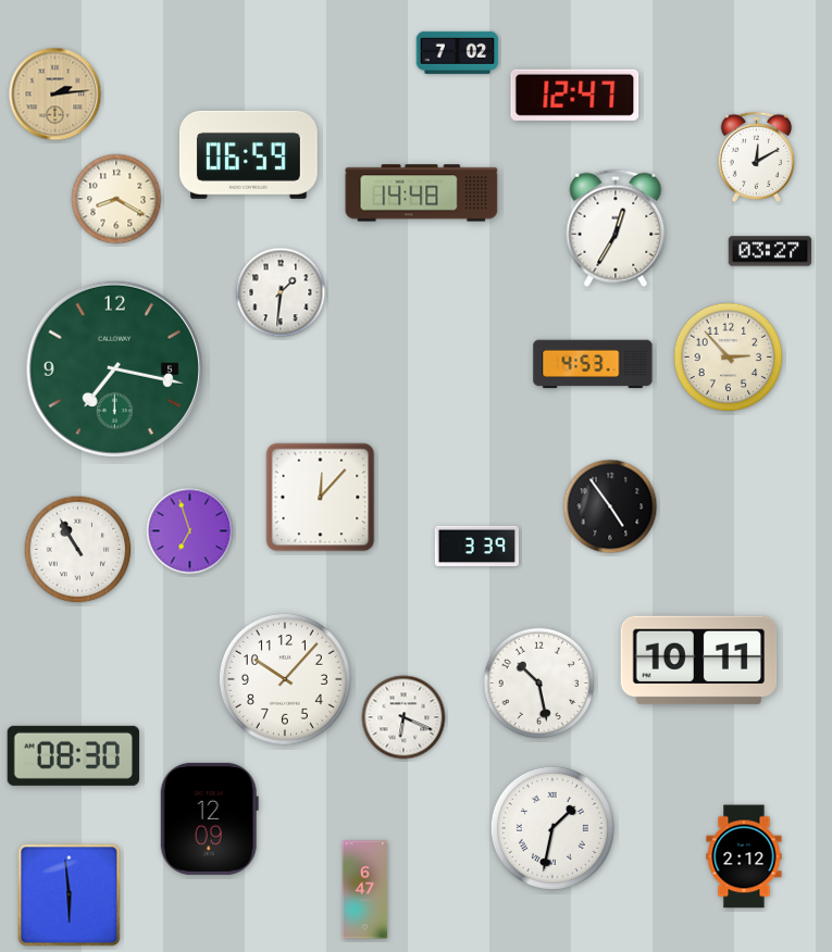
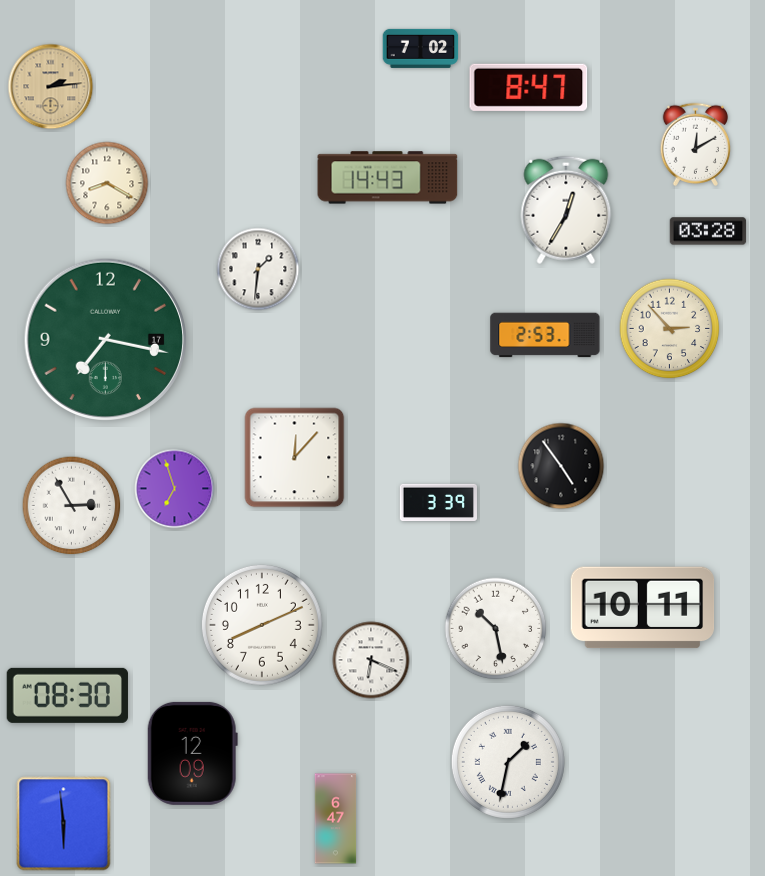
clock at (575, 95): 12:47 -> 8:47
clock at (248, 154): 06:59 -> none
clock at (422, 193): 14:48 -> 14:43
clock at (770, 251): 03:27 -> 03:28
clock at (593, 364): 4:53 -> 2:53
clock at (114, 368) date: 5 -> 17
clock at (78, 550): 10:55 -> 2:55
clock at (285, 679): 10:07 -> 8:11
clock at (744, 856): 2:12 -> none
